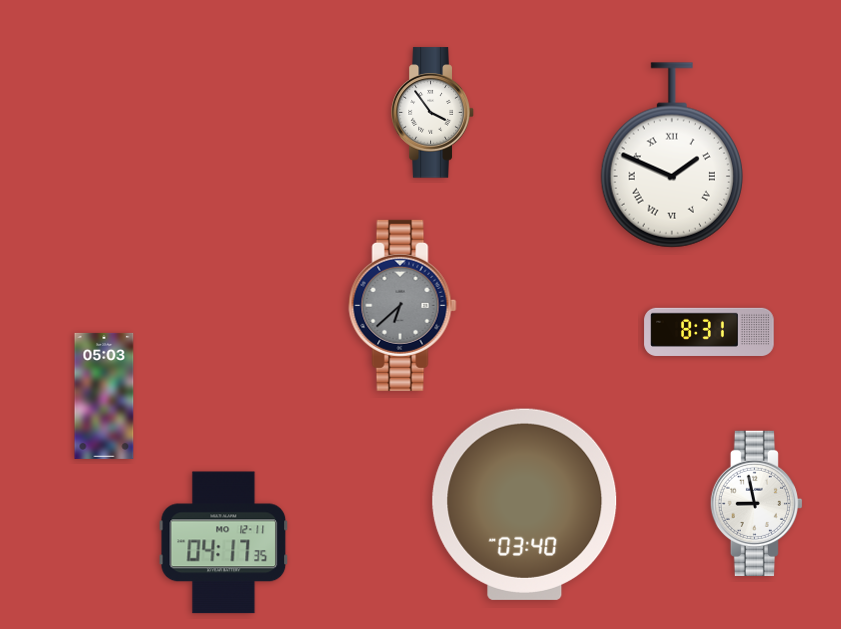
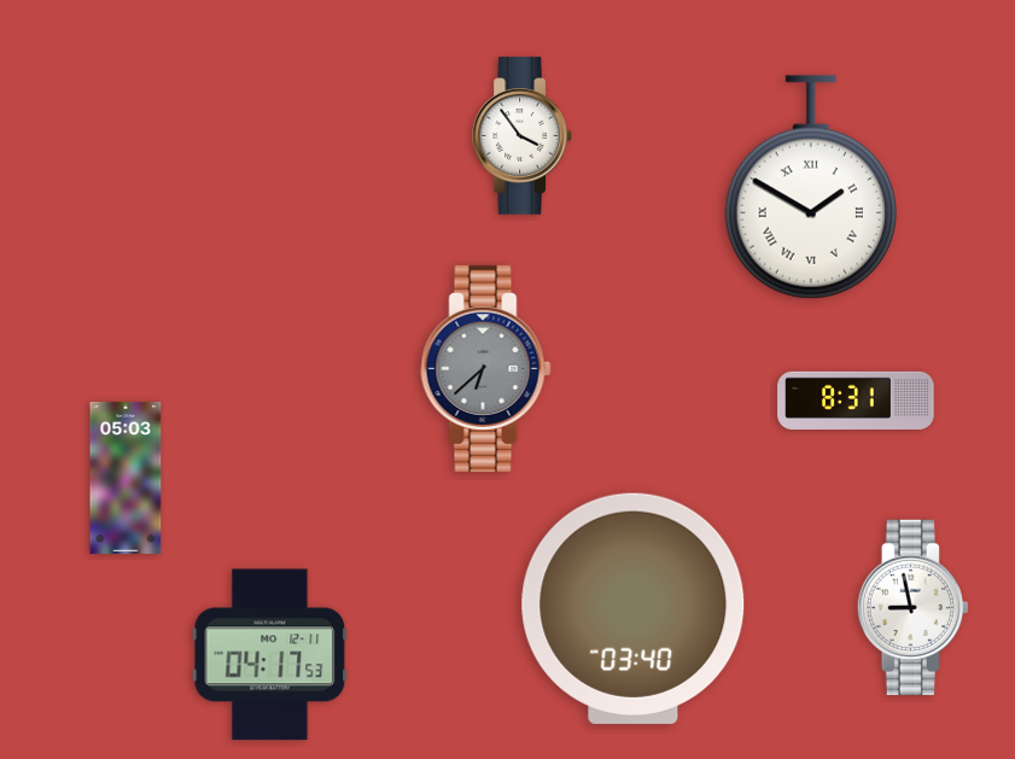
clock at (672, 155): 1:49 -> 1:50
clock at (224, 543): 04:17:35 -> 04:17:53
